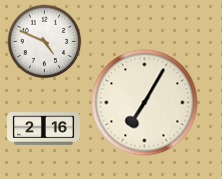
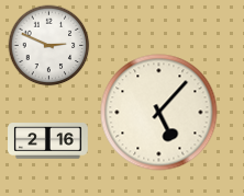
clock at (45, 42): 4:49 -> 2:49
clock at (145, 103): 7:05 -> 5:07
